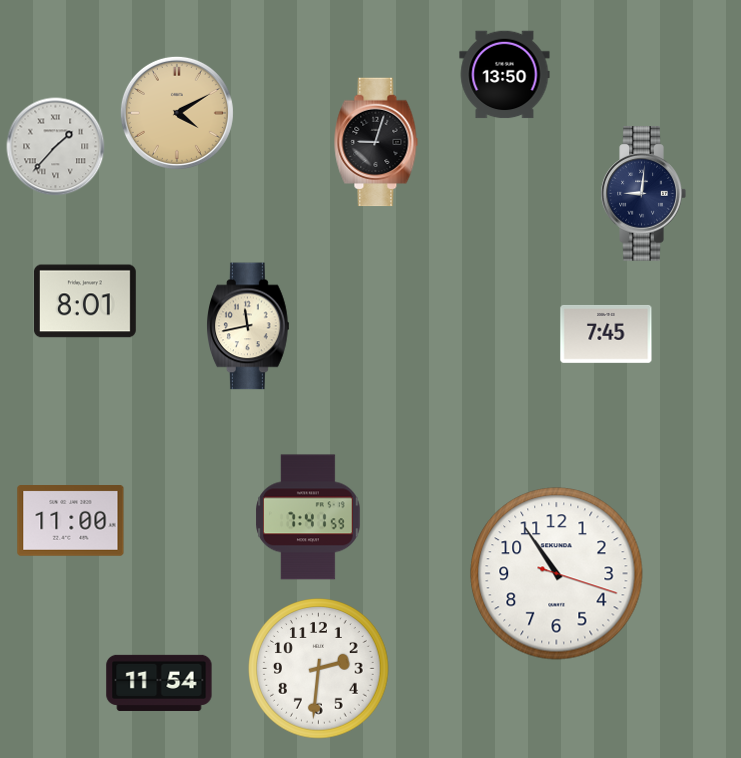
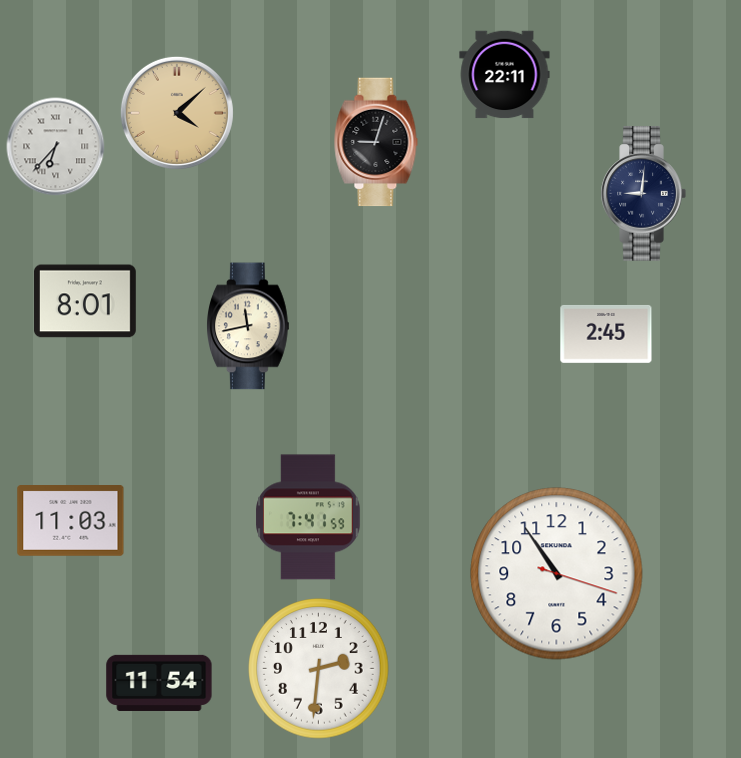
clock at (505, 75): 13:50 -> 22:11
clock at (177, 113): 4:10 -> 4:08
clock at (56, 147): 1:37 -> 6:37
clock at (606, 334): 7:45 -> 2:45
clock at (71, 521): 11:00 -> 11:03
